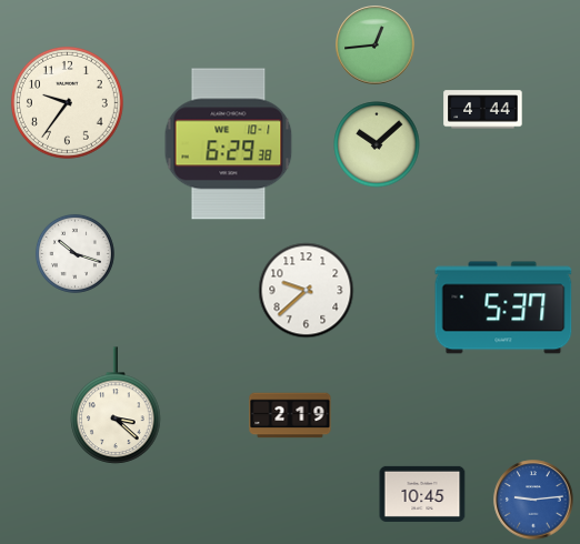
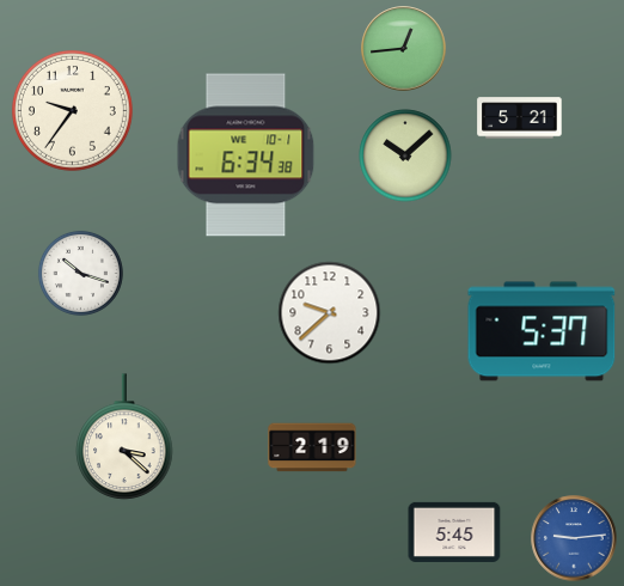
clock at (483, 110): 4:44 -> 5:21
clock at (229, 144): 6:29 -> 6:34
clock at (422, 494): 10:45 -> 5:45
